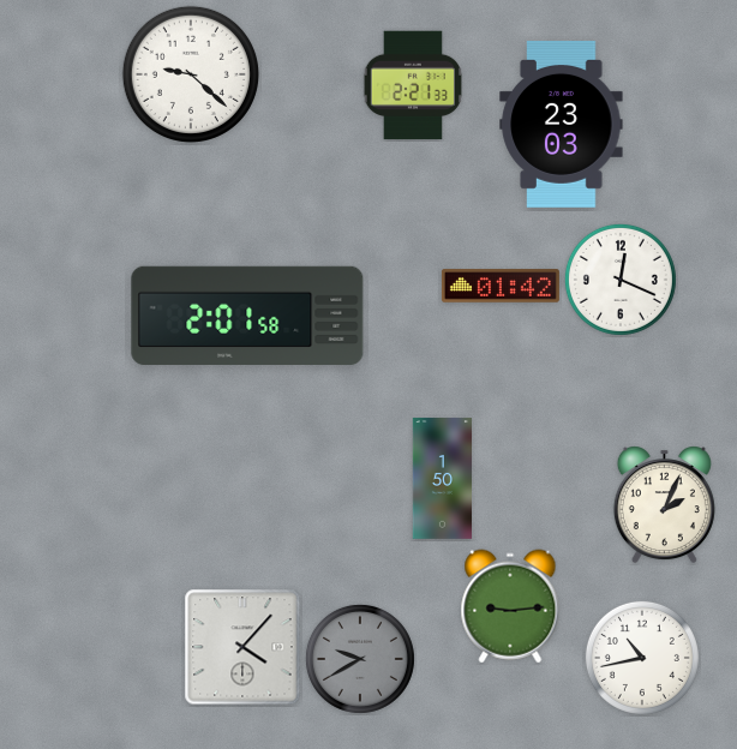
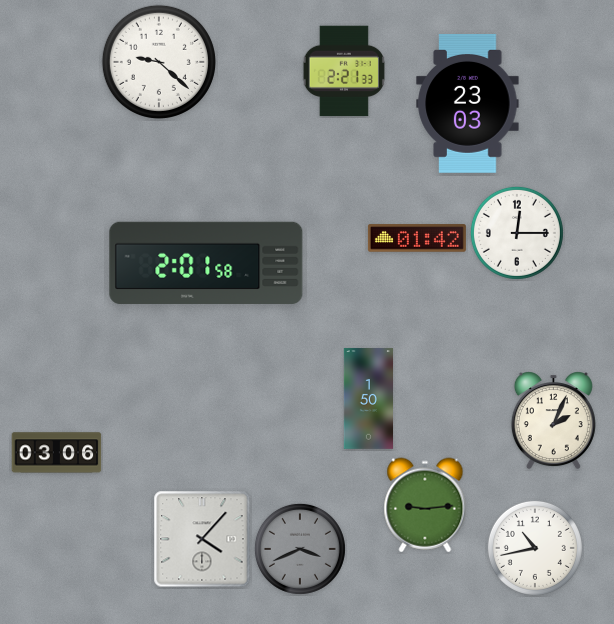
clock at (621, 280): 12:19 -> 12:15
clock at (57, 453): none -> 03:06
clock at (360, 659): 9:40 -> 3:41
